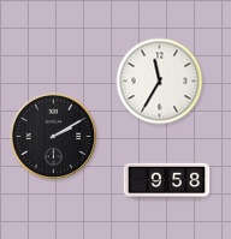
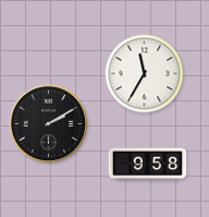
clock at (167, 181) position: (167, 181) -> (148, 165)
